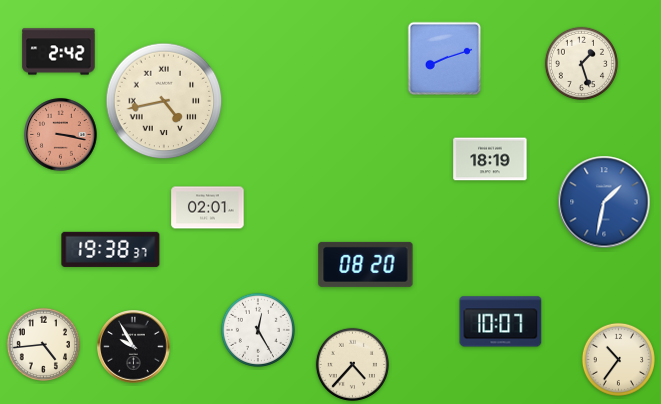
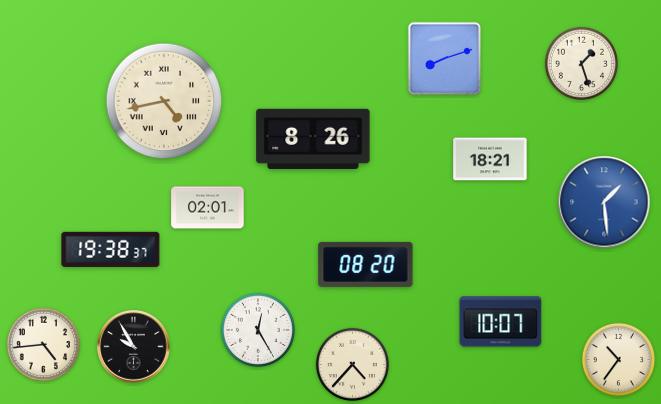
clock at (59, 52): 2:42 -> none
clock at (61, 135): 3:17 -> none
clock at (313, 139): none -> 8:26
clock at (490, 159): 18:19 -> 18:21
clock at (604, 202): 1:32 -> 1:29
